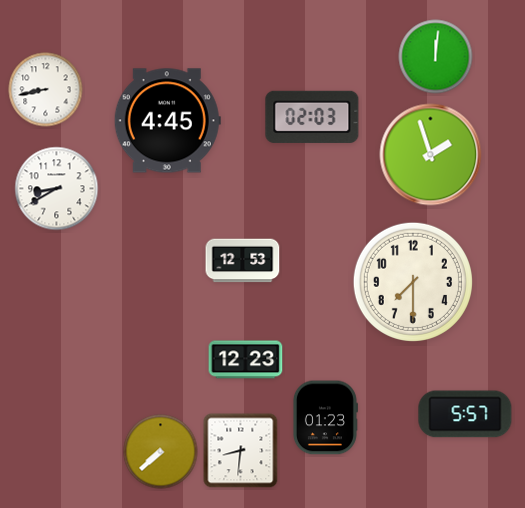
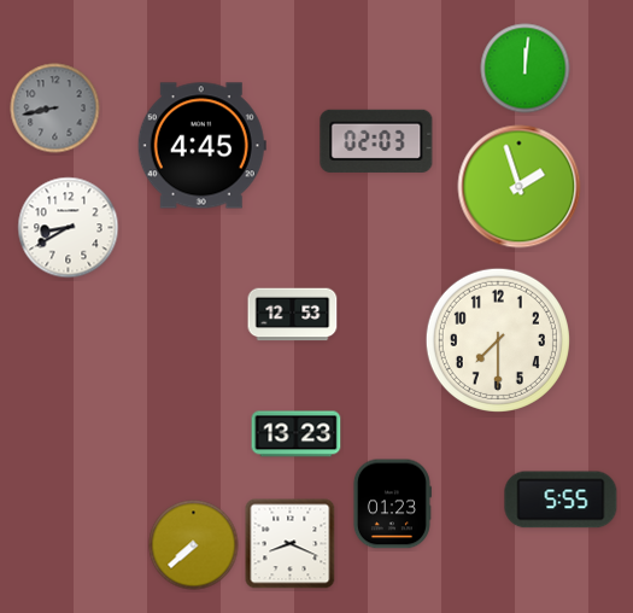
clock at (46, 90) dial: white -> grey
clock at (246, 360): 12:23 -> 13:23
clock at (465, 414): 5:57 -> 5:55
clock at (241, 451): 8:31 -> 8:19
